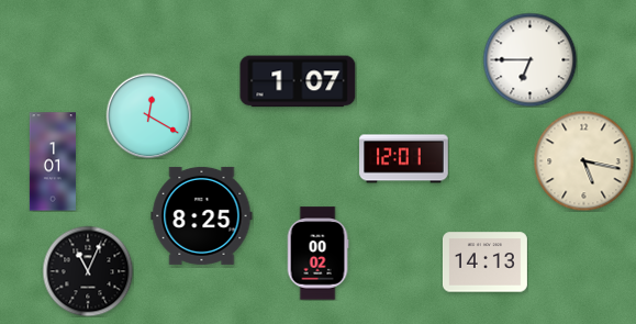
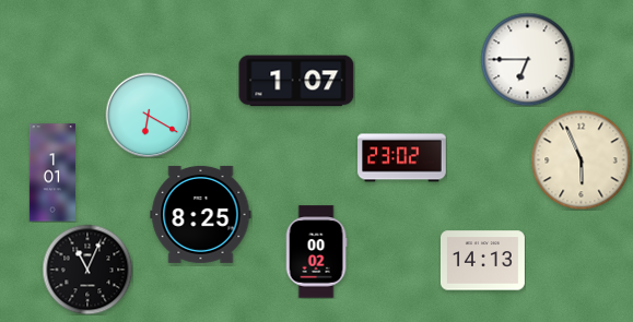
clock at (148, 115): 12:20 -> 6:20
clock at (404, 159): 12:01 -> 23:02
clock at (583, 160): 5:17 -> 5:56
clock at (53, 161) position: (53, 161) -> (52, 172)
